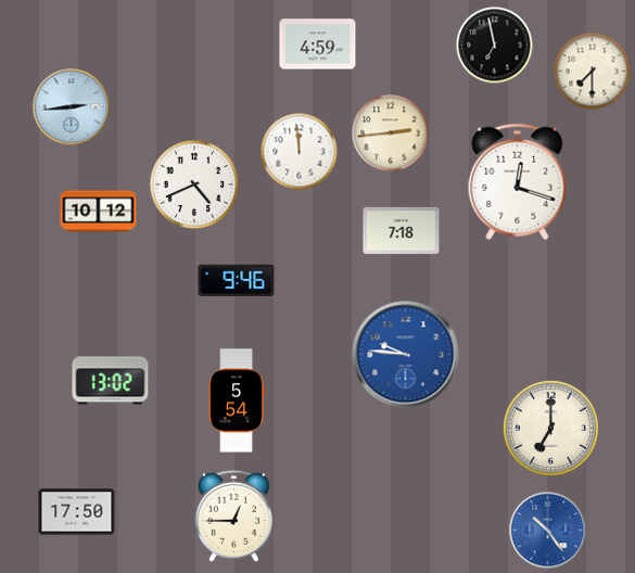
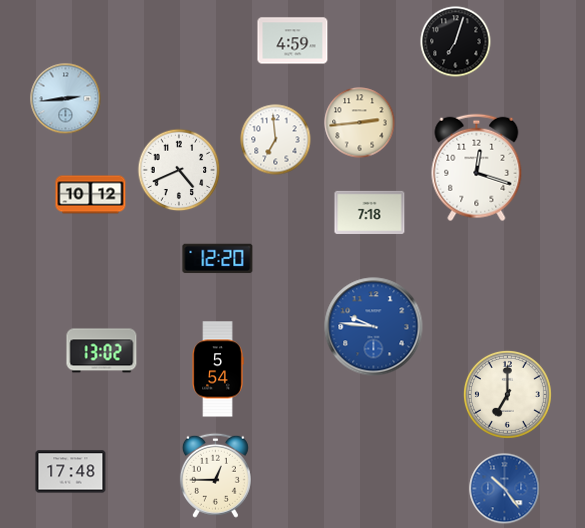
clock at (495, 46): 6:58 -> 7:03
clock at (593, 72): 7:30 -> none
clock at (300, 152): 11:59 -> 6:59
clock at (237, 281): 9:46 -> 12:20
clock at (77, 512): 17:50 -> 17:48
